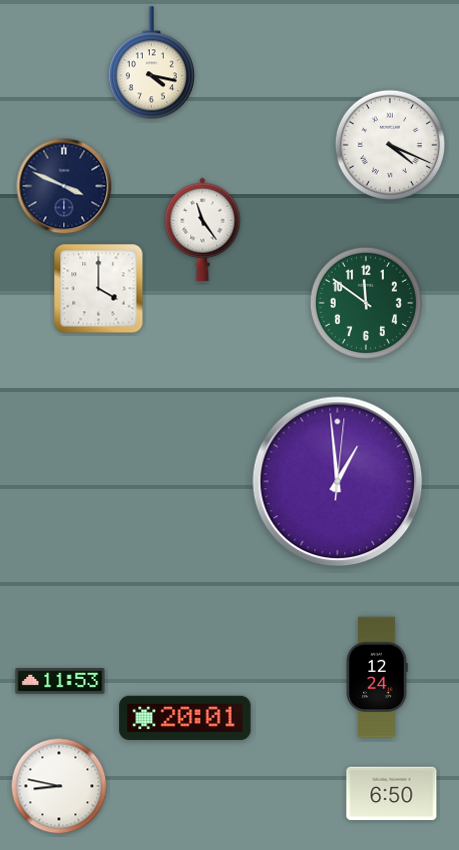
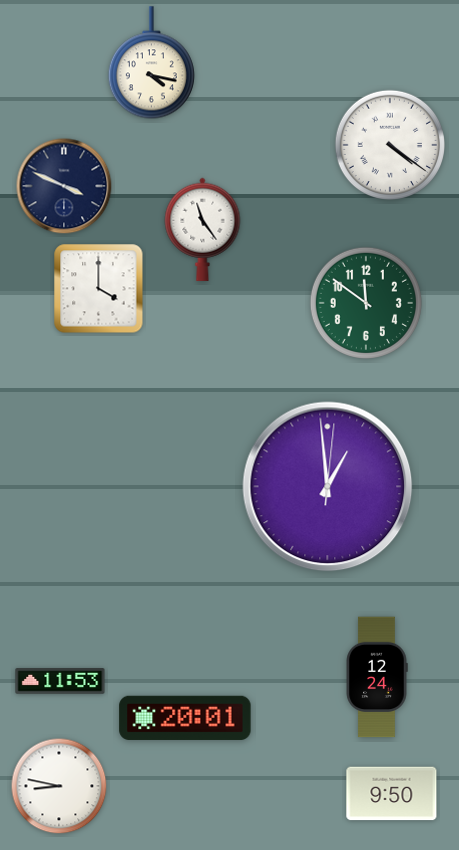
clock at (389, 144): 4:19 -> 4:21
clock at (338, 482) position: (338, 482) -> (328, 487)
clock at (392, 794): 6:50 -> 9:50
